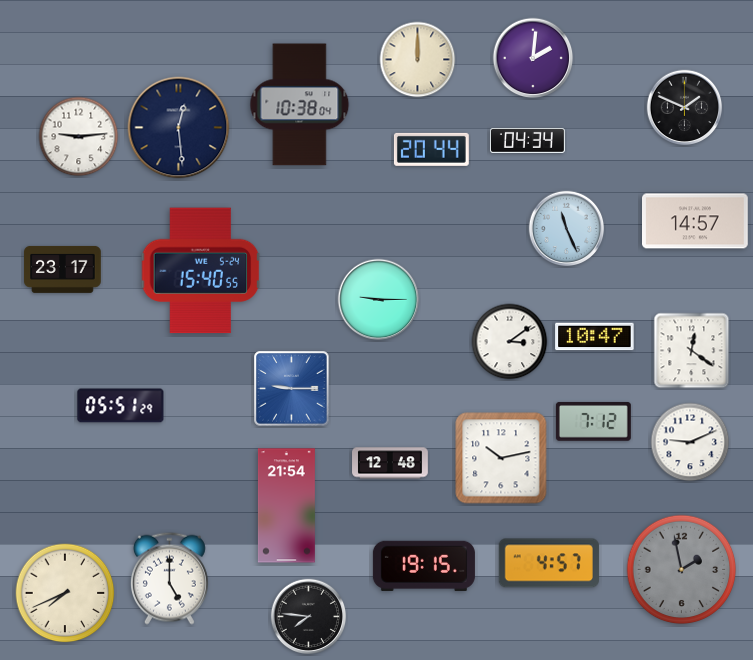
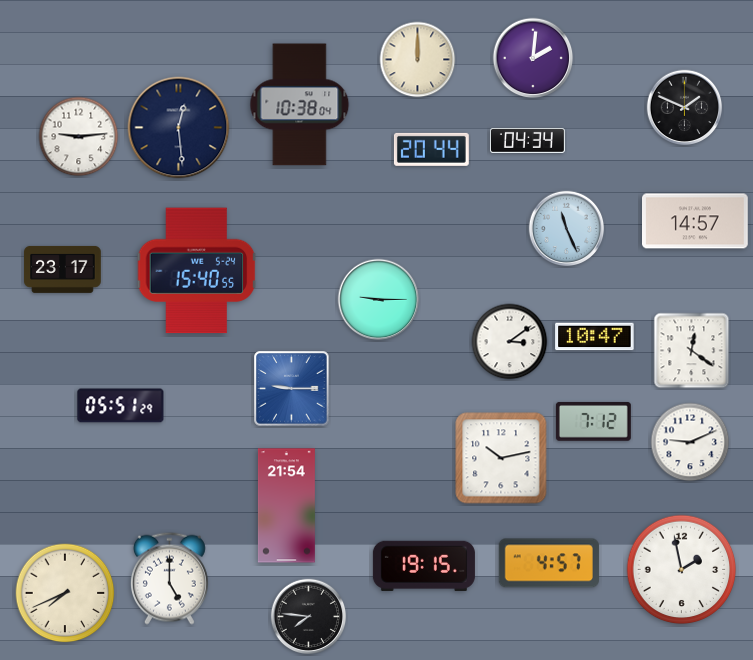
clock at (201, 271) position: (201, 271) -> (197, 271)
clock at (390, 463): 12:48 -> none
clock at (682, 570) dial: grey -> white
